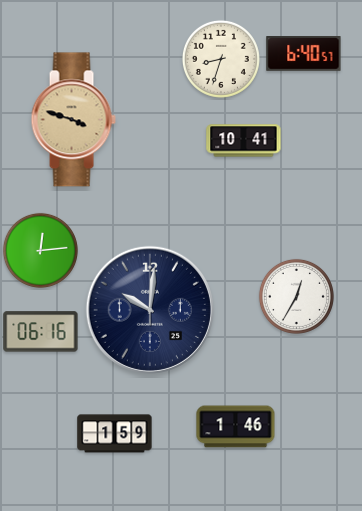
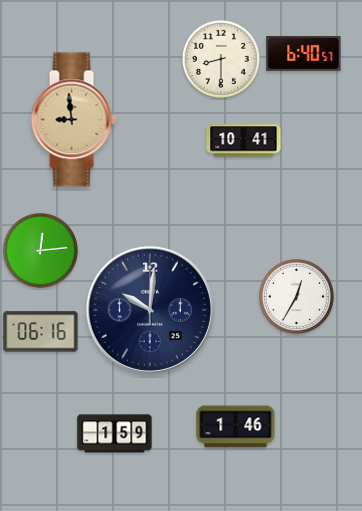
clock at (221, 59): 8:33 -> 8:30
clock at (73, 120): 3:48 -> 8:59
